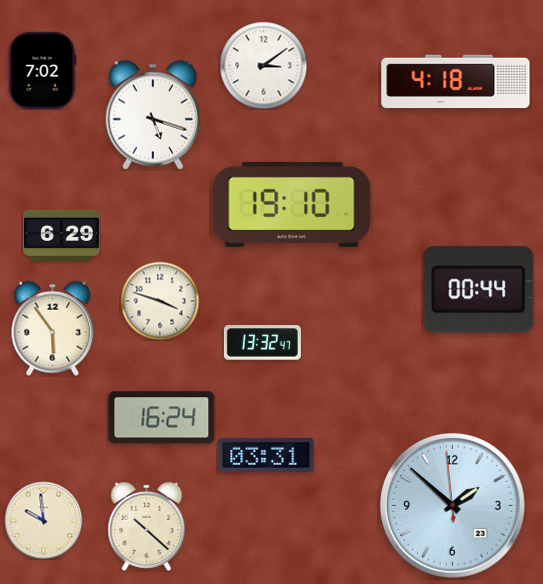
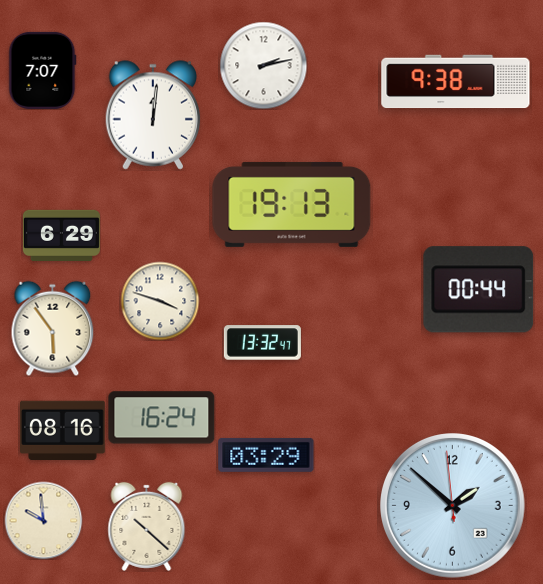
clock at (263, 65): 3:09 -> 2:13
clock at (42, 70): 7:02 -> 7:07
clock at (456, 82): 4:18 -> 9:38
clock at (153, 115): 5:18 -> 12:01
clock at (292, 204): 19:10 -> 19:13
clock at (63, 431): none -> 08:16
clock at (266, 455): 03:31 -> 03:29
